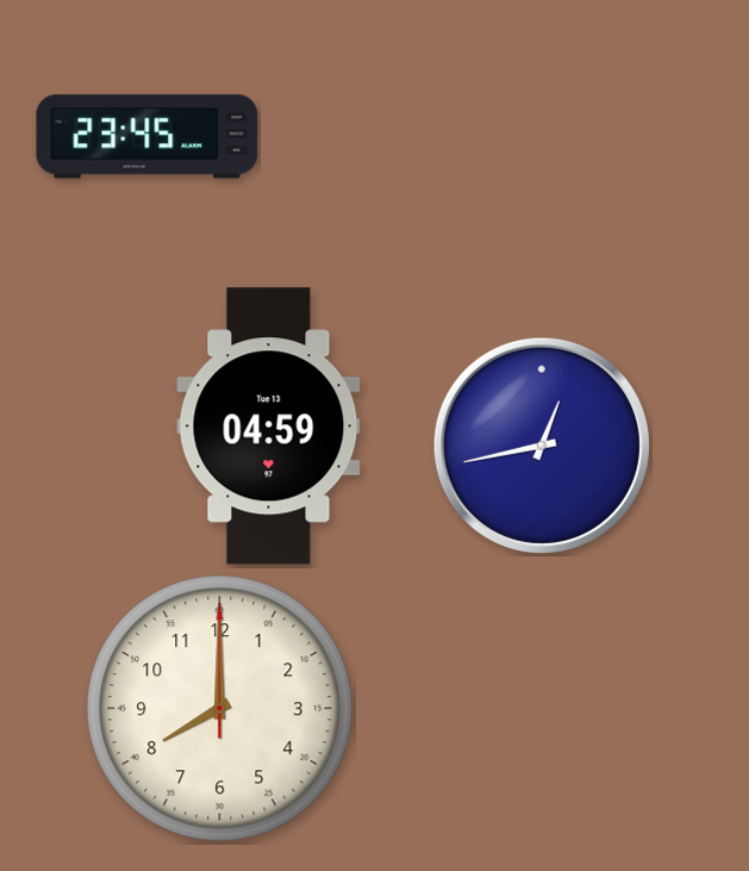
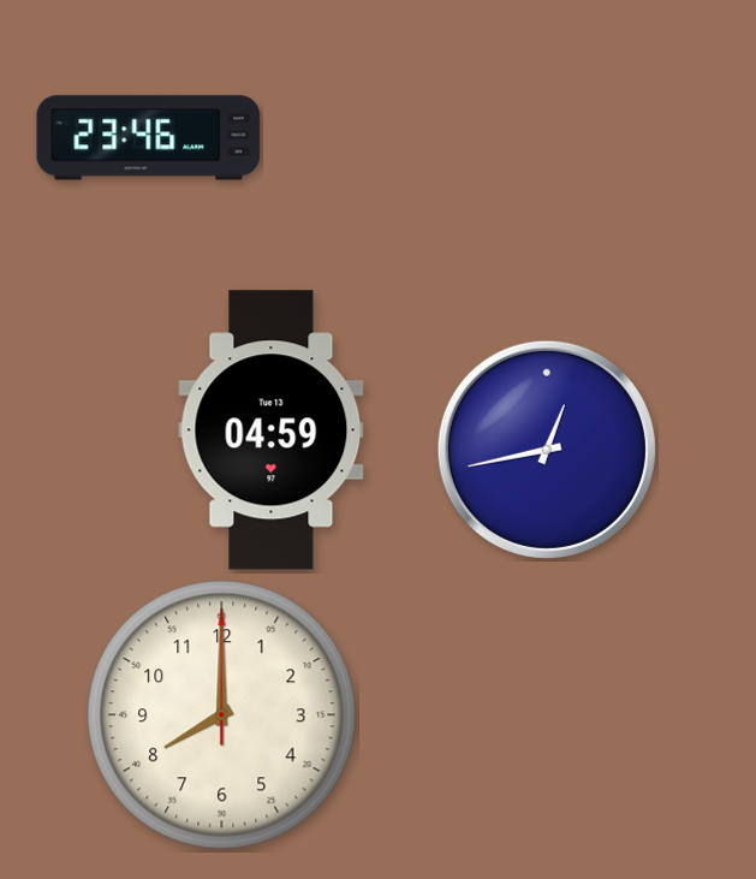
clock at (148, 137): 23:45 -> 23:46
